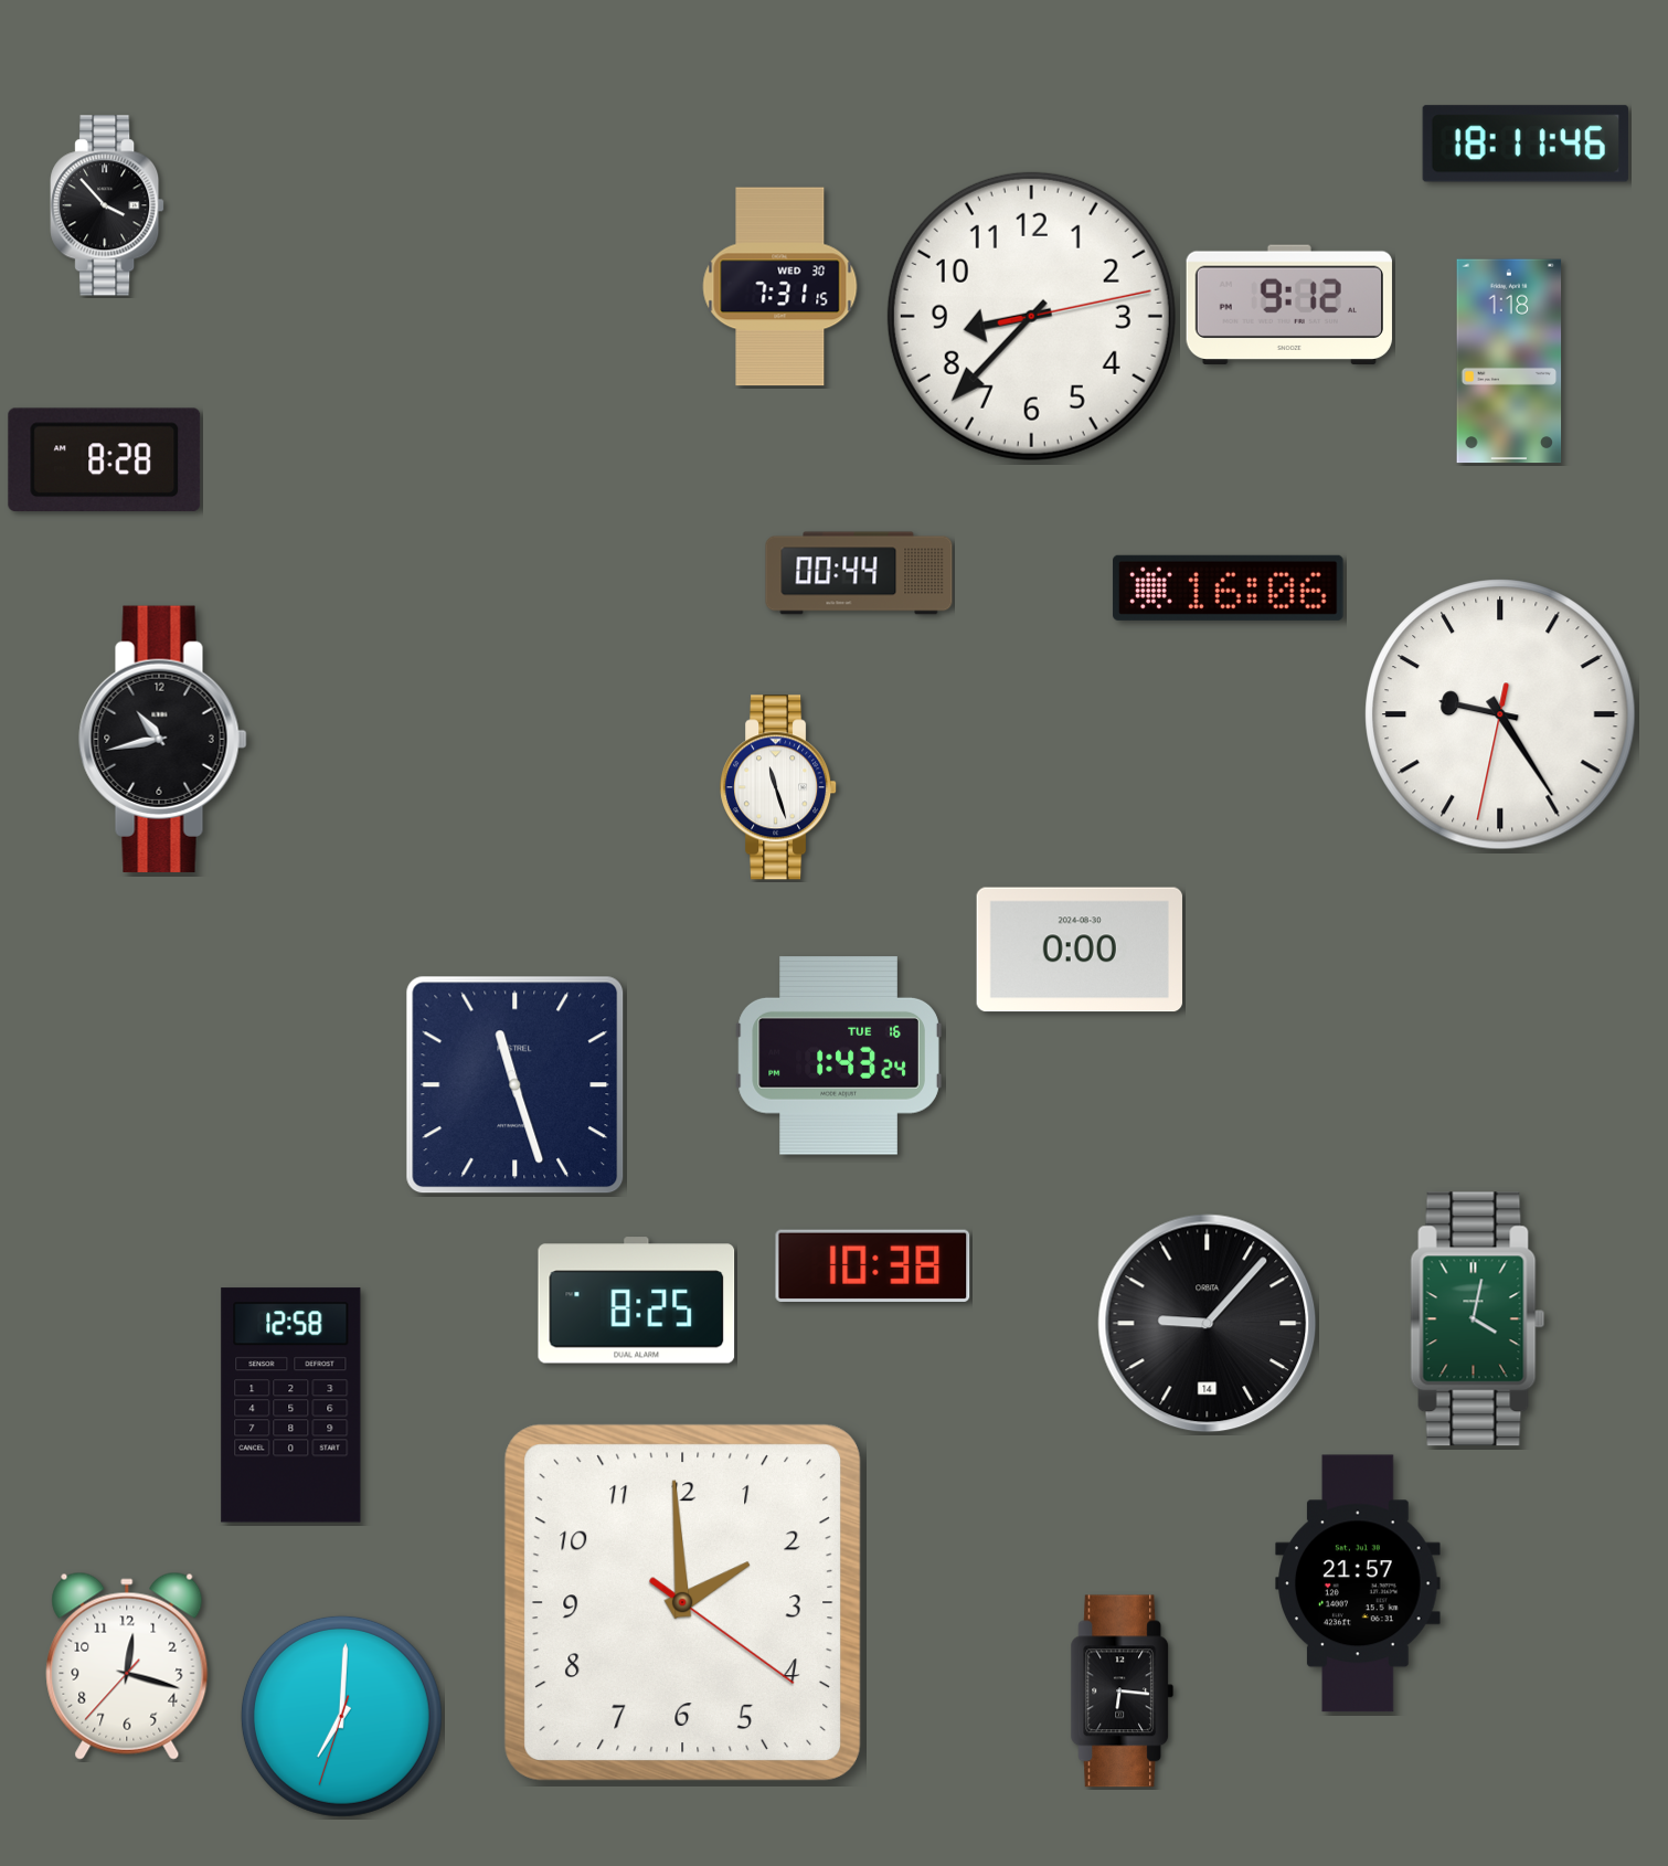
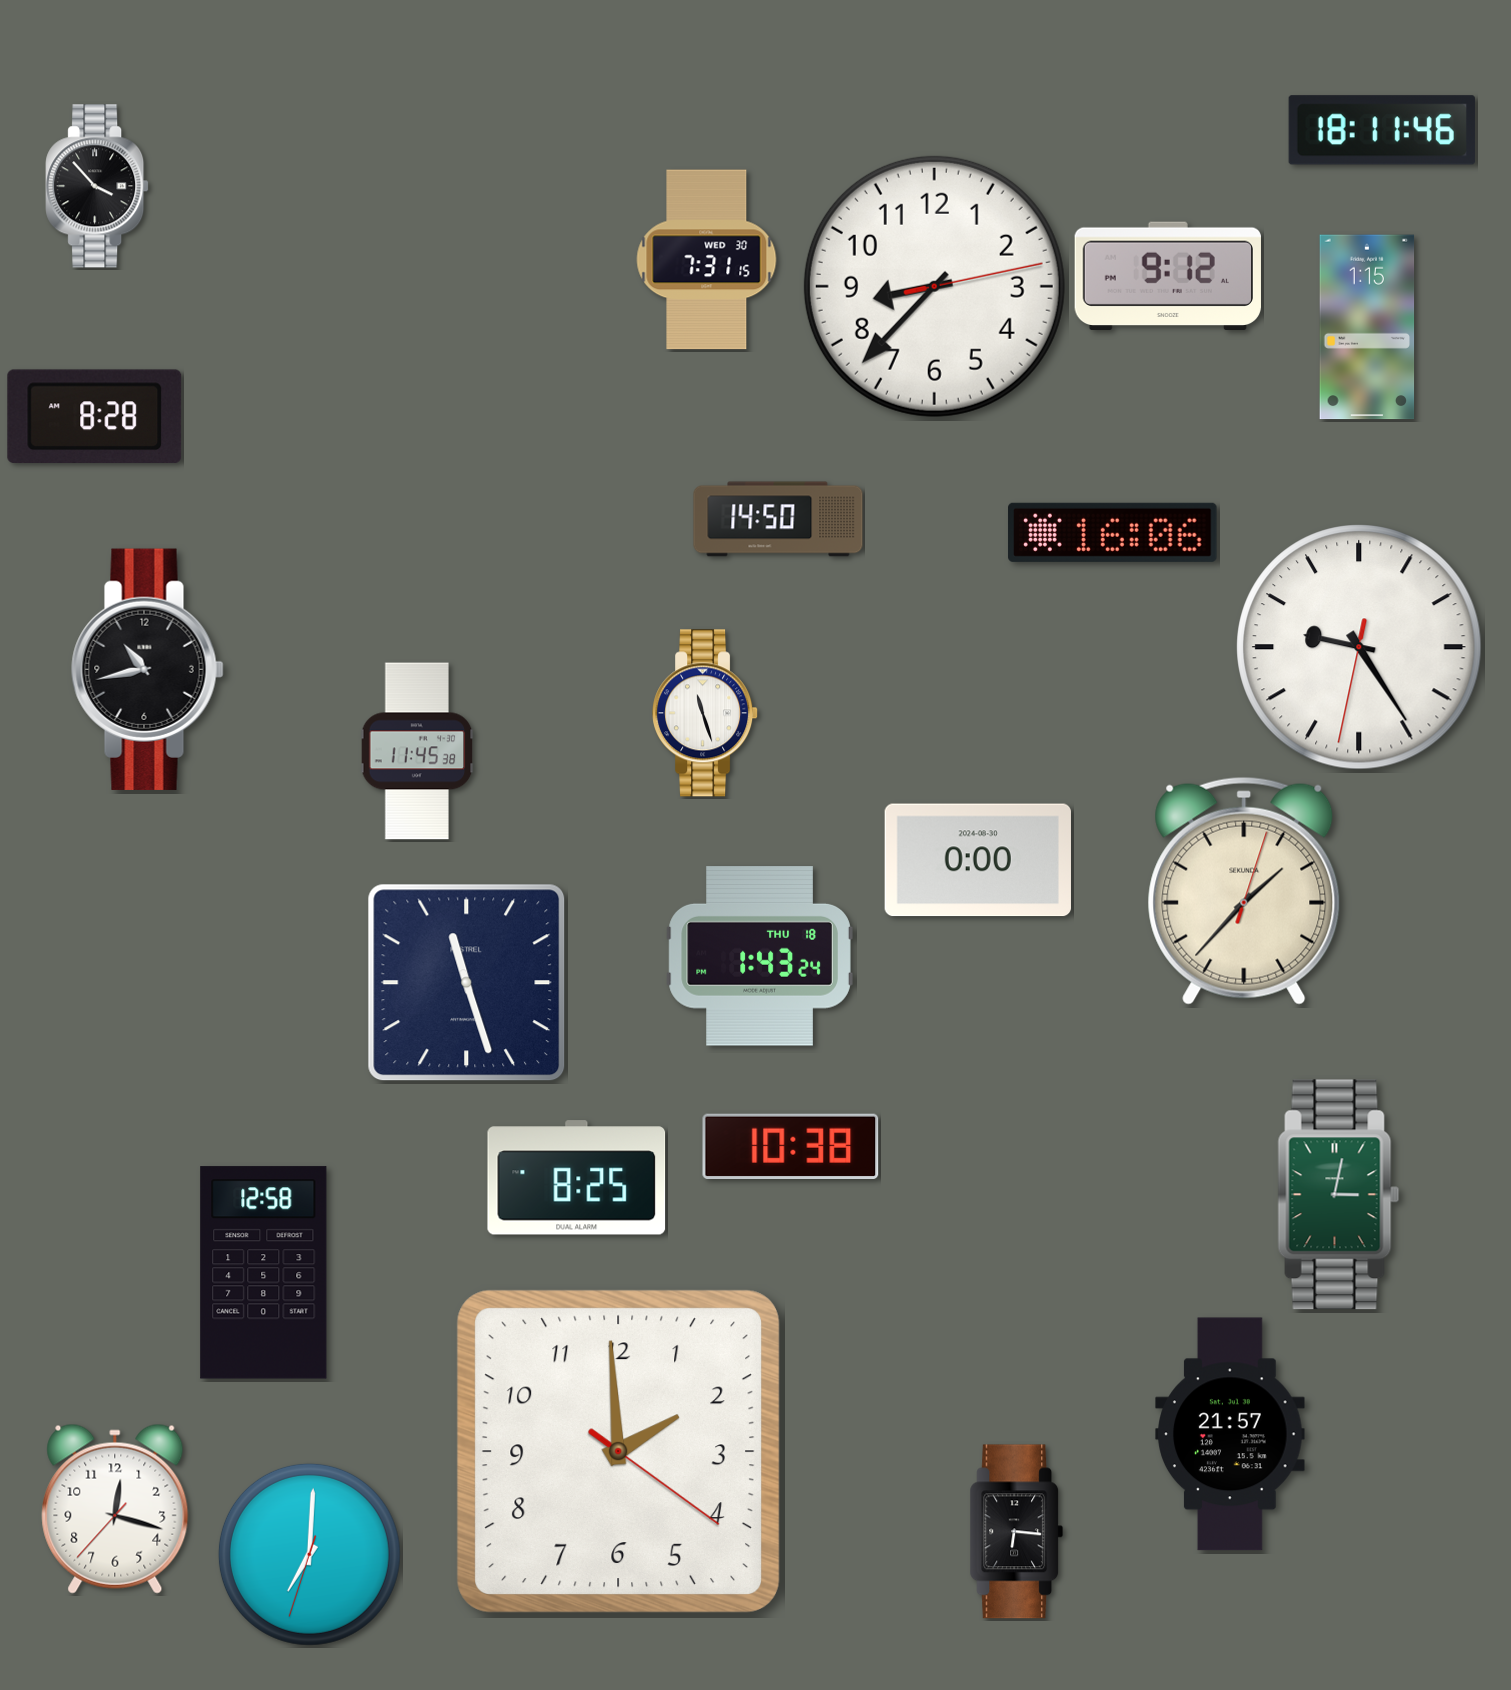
clock at (1509, 361): 1:18 -> 1:15
clock at (859, 573): 00:44 -> 14:50
clock at (417, 751): none -> 11:45
clock at (1244, 891): none -> 1:37
clock at (839, 1056) date: TUE 16 -> THU 18
clock at (1478, 1319): 4:02 -> 3:02
clock at (1208, 1324): 9:07 -> none
